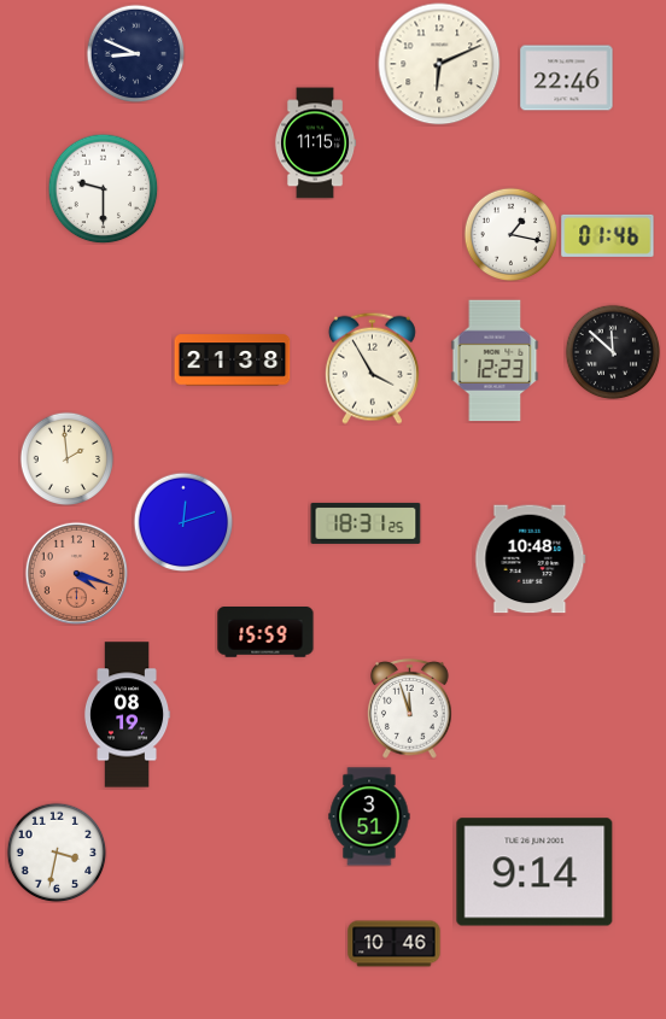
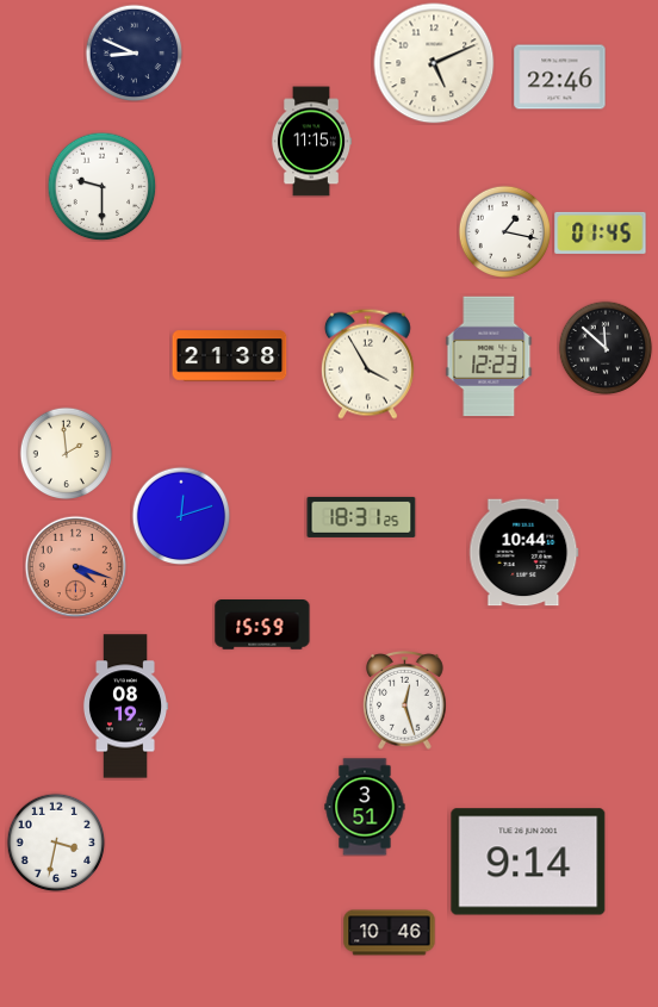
clock at (439, 64): 6:11 -> 5:11
clock at (608, 235): 01:46 -> 01:45
clock at (531, 560): 10:48 -> 10:44
clock at (410, 708): 11:57 -> 12:27
